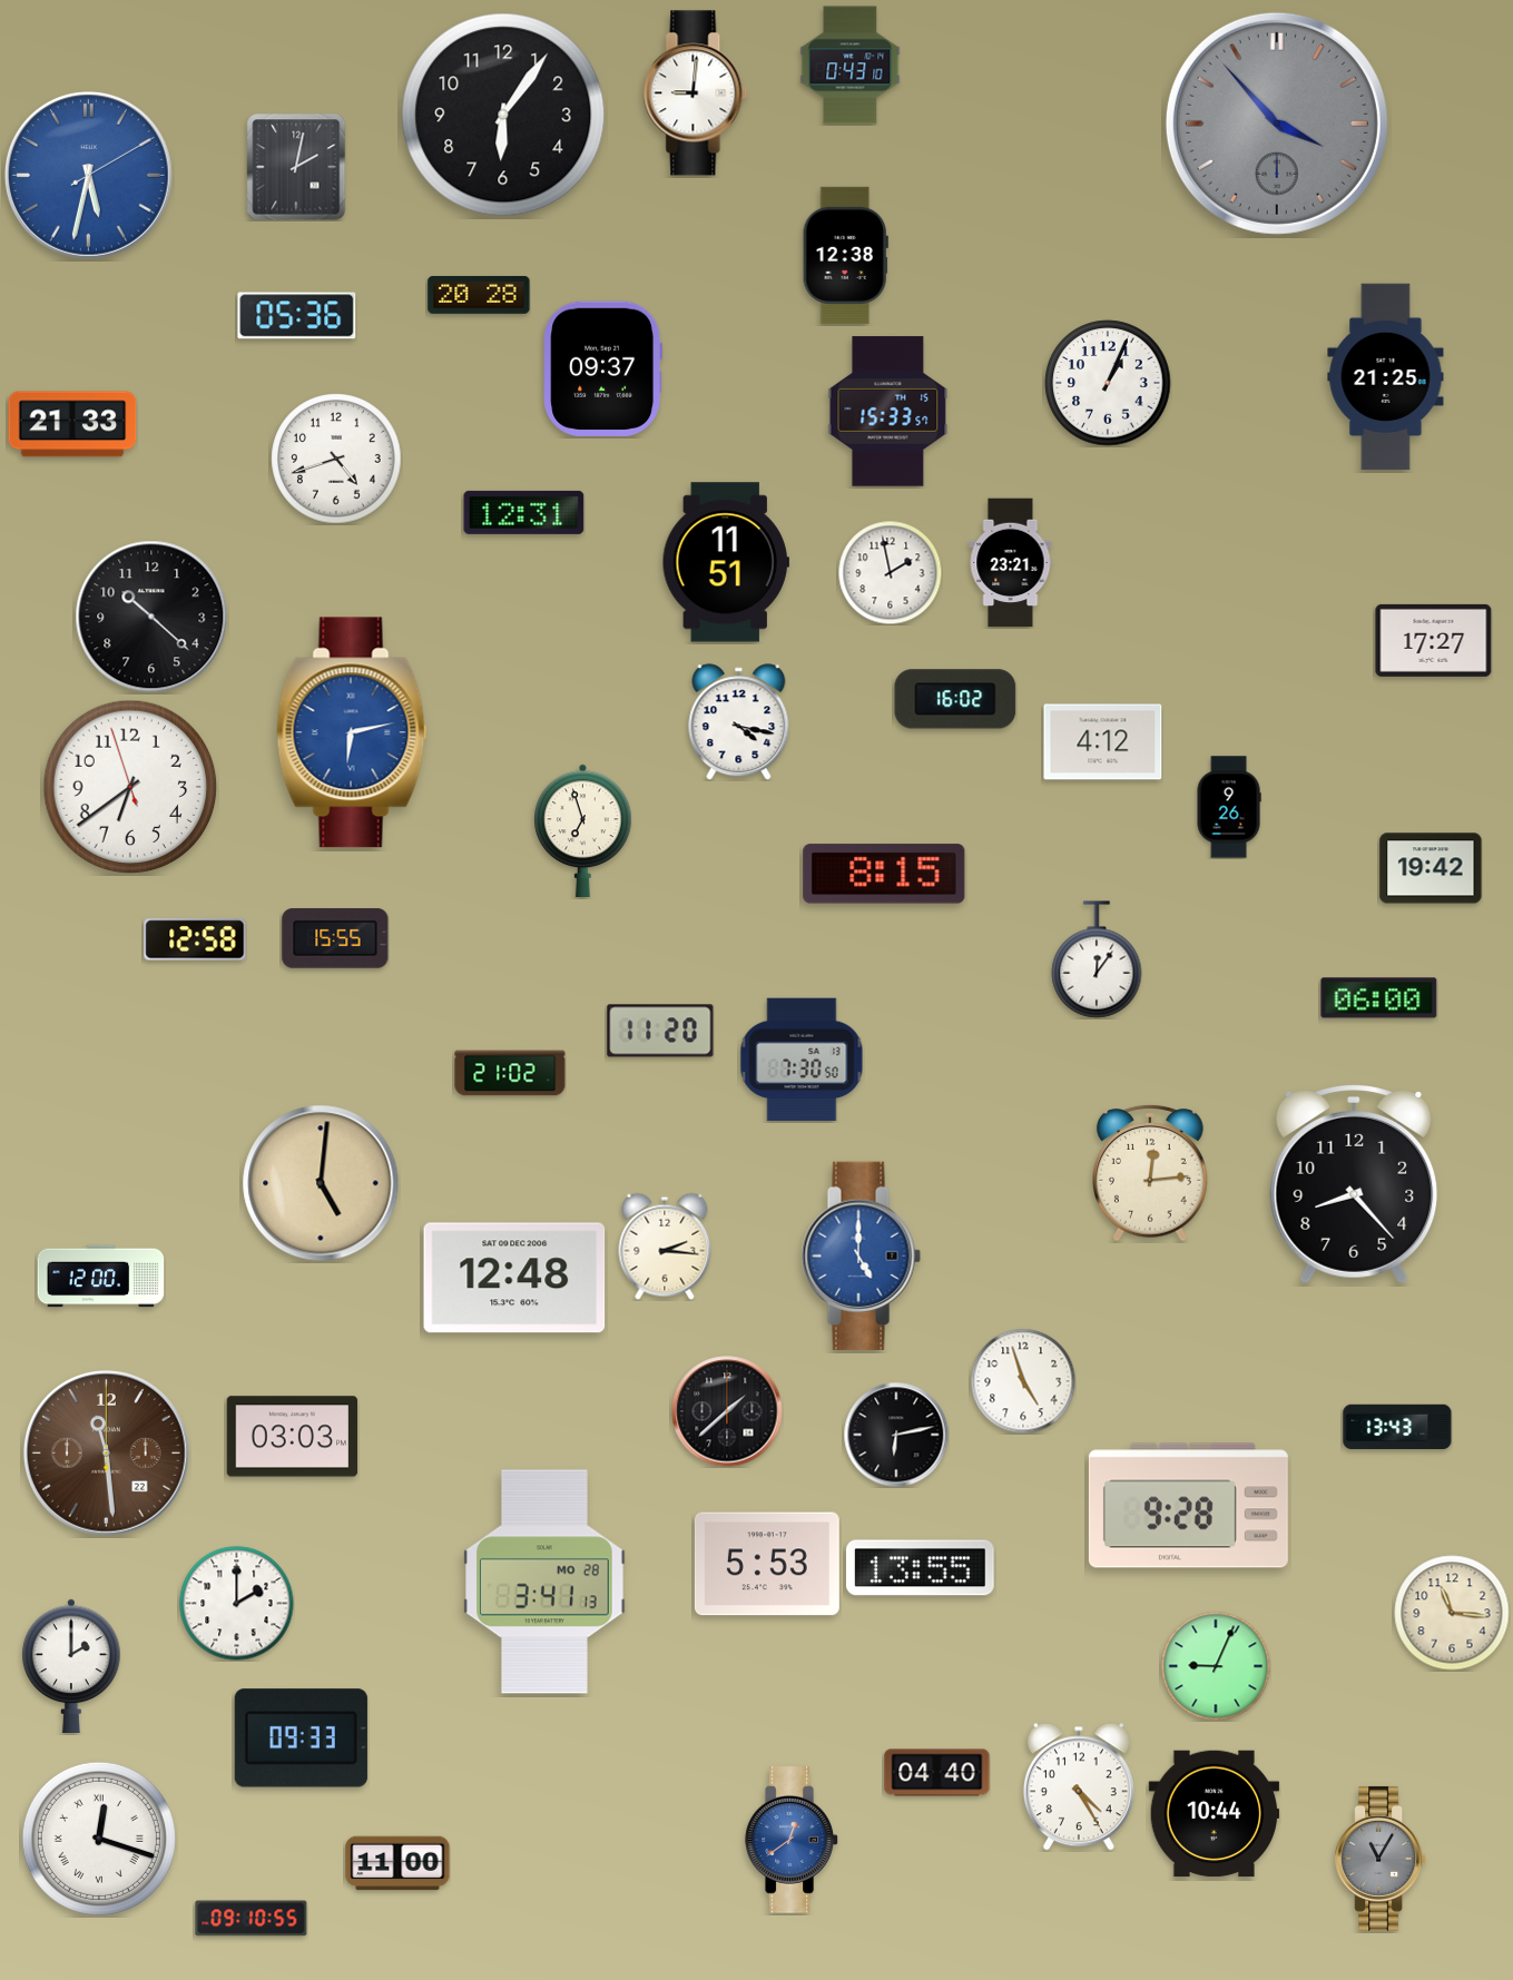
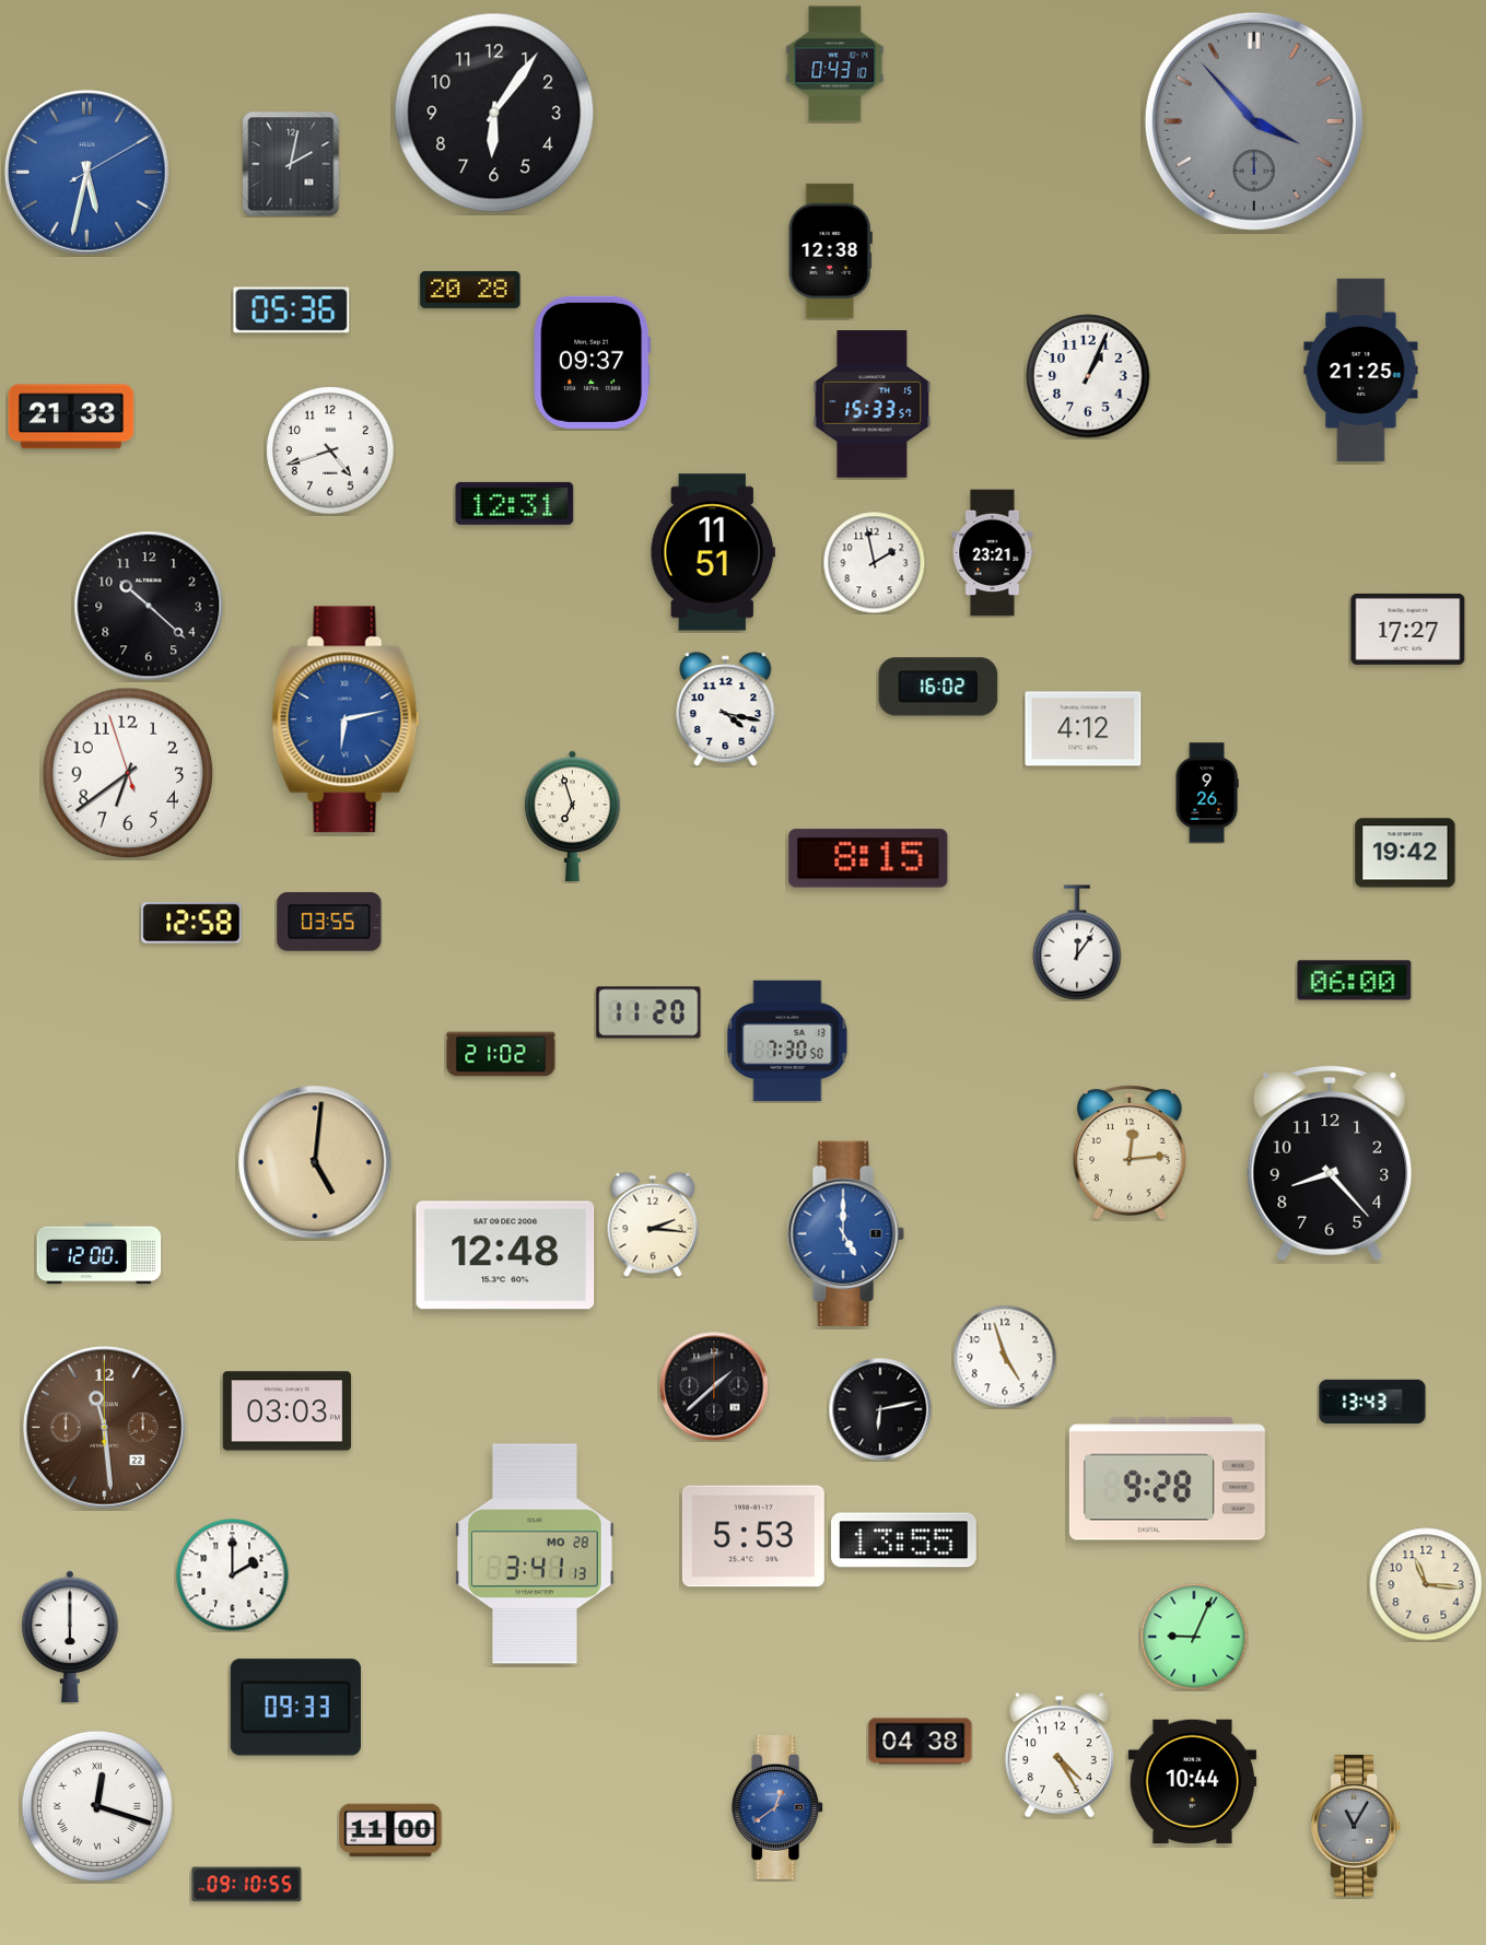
clock at (696, 93): 9:01 -> none
clock at (335, 938): 15:55 -> 03:55
clock at (72, 1665): 2:00 -> 6:00
clock at (937, 1773): 04:40 -> 04:38
